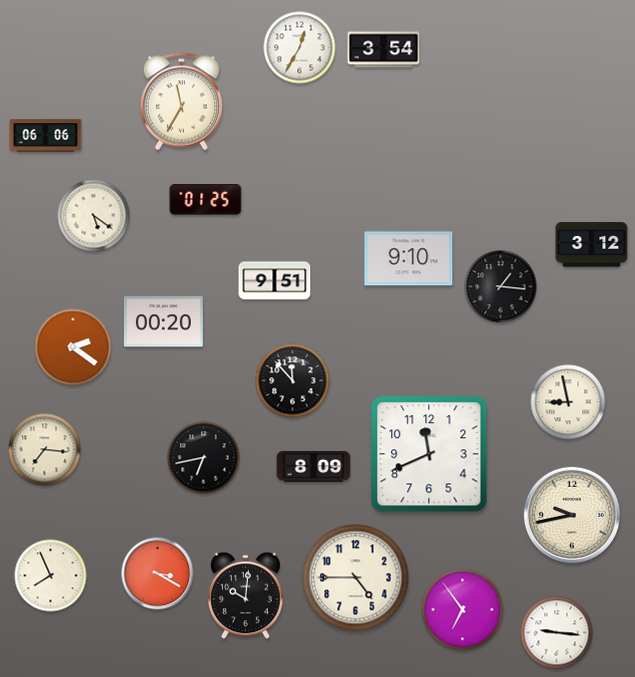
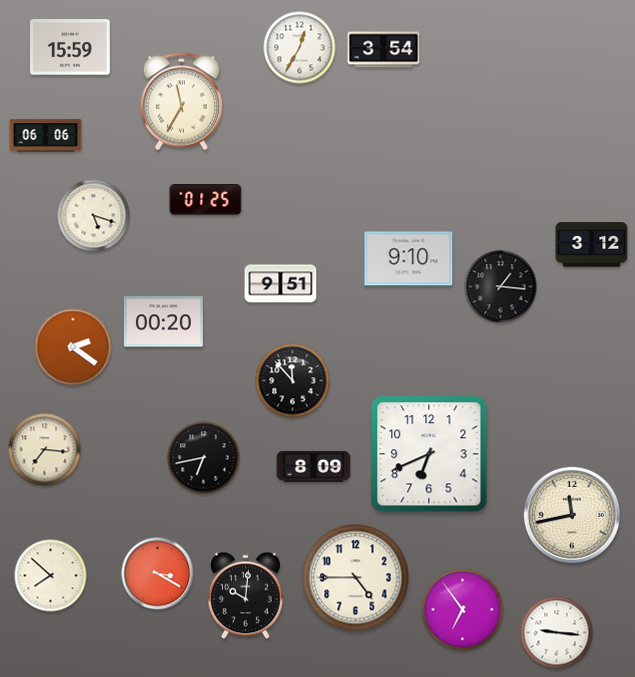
clock at (71, 47): none -> 15:59
clock at (94, 216): 5:21 -> 5:18
clock at (275, 281) position: (275, 281) -> (281, 284)
clock at (568, 402): 8:58 -> none
clock at (429, 454): 11:41 -> 6:41
clock at (572, 515): 9:43 -> 11:43
clock at (51, 576): 7:56 -> 7:52
